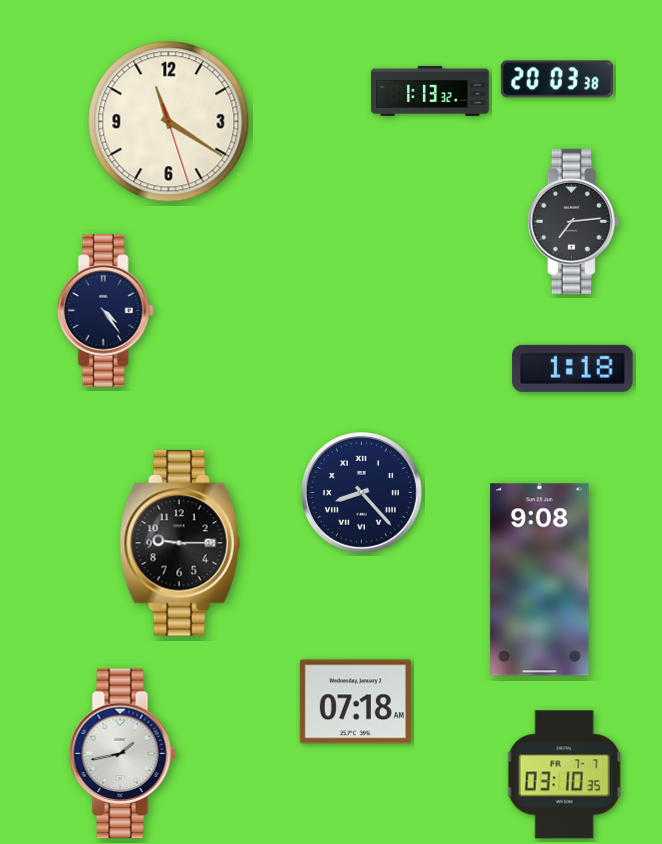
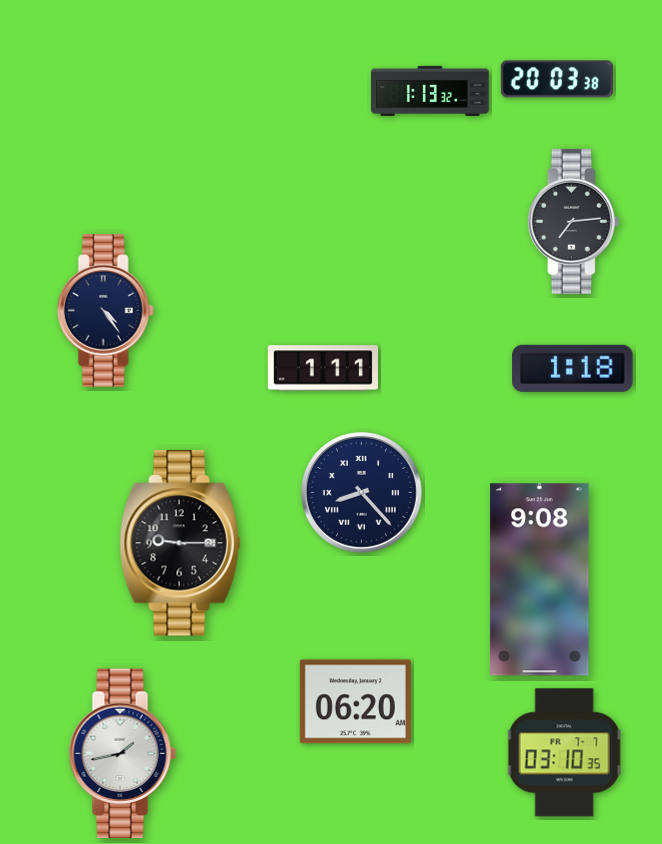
clock at (169, 122): 11:20 -> none
clock at (323, 368): none -> 1:11
clock at (355, 702): 07:18 -> 06:20
clock at (564, 775) position: (564, 775) -> (564, 753)
